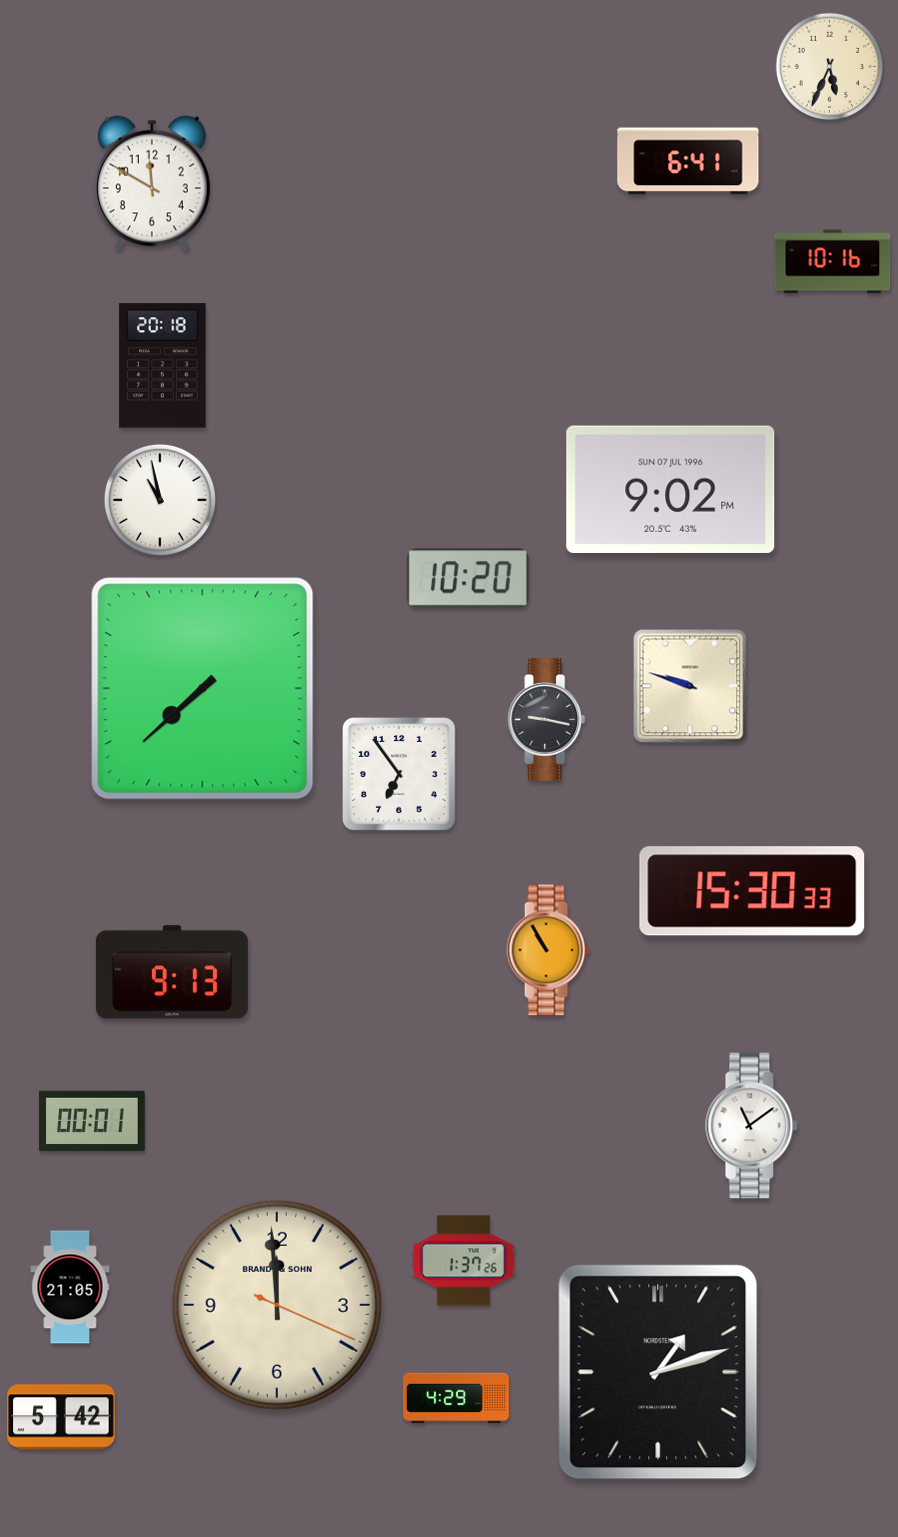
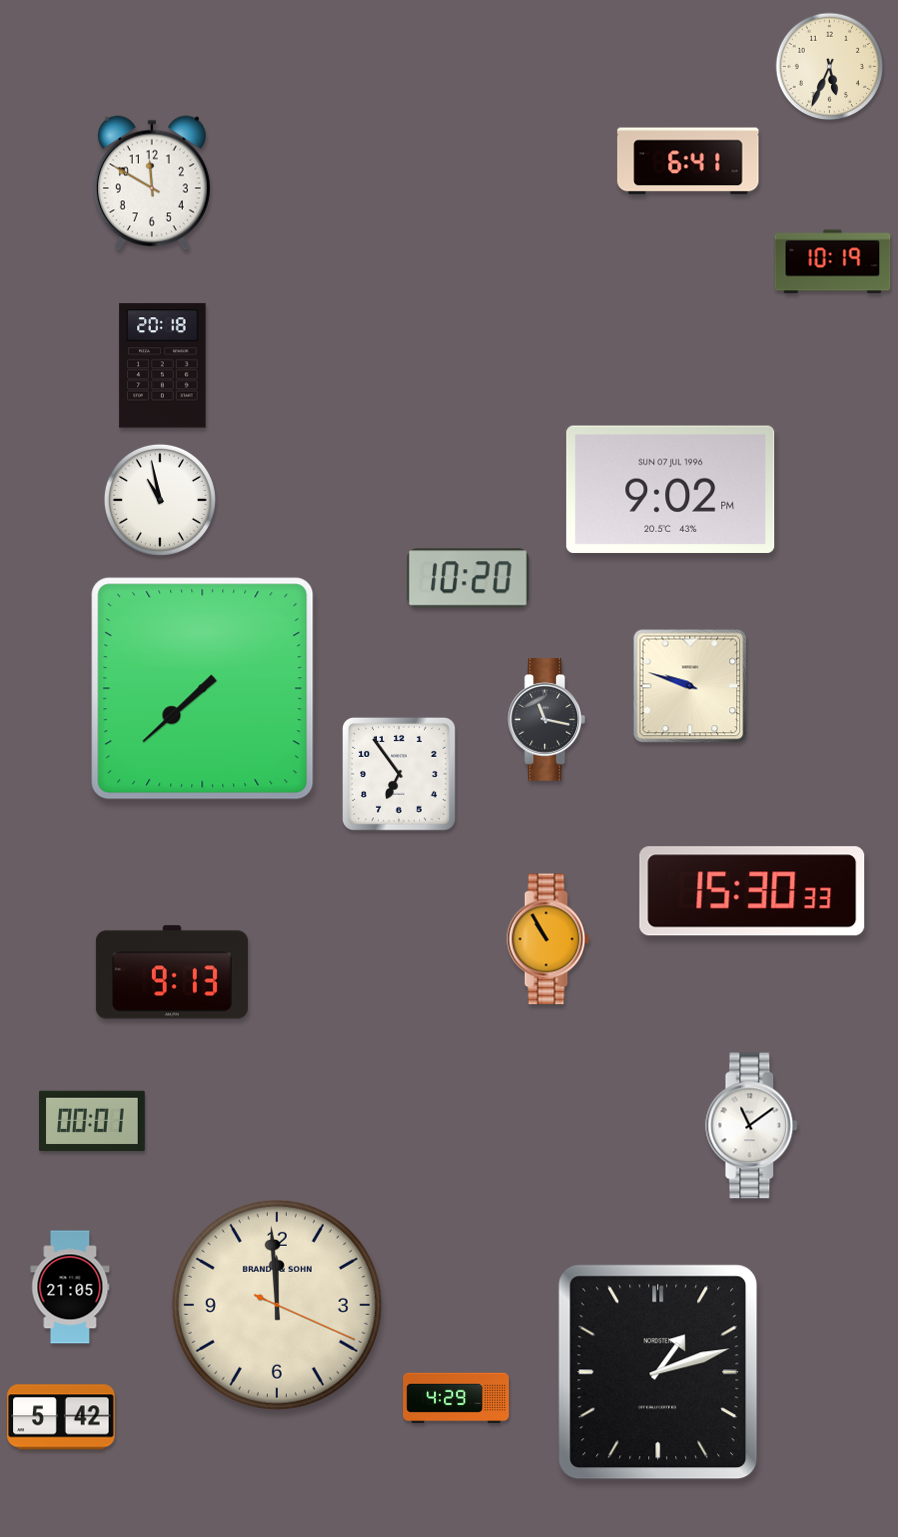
clock at (833, 262): 10:16 -> 10:19
clock at (547, 720): 9:17 -> 11:17
clock at (548, 950) position: (548, 950) -> (548, 939)
clock at (463, 1261): 1:37 -> none
